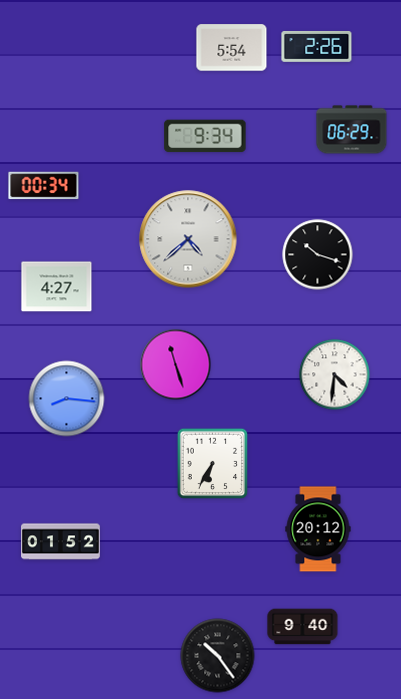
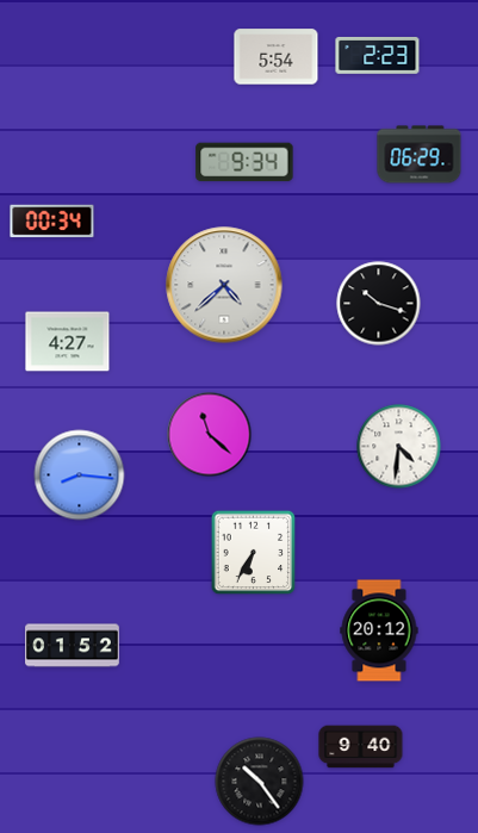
clock at (317, 47): 2:26 -> 2:23
clock at (176, 365): 11:27 -> 11:22
